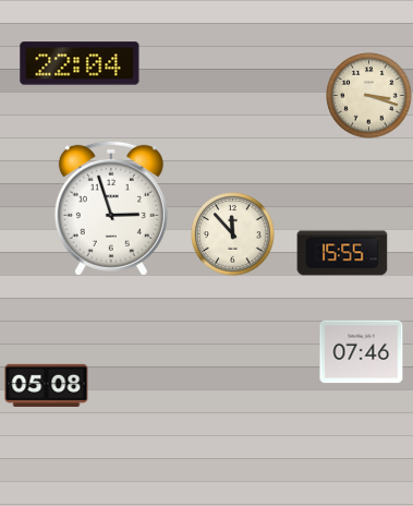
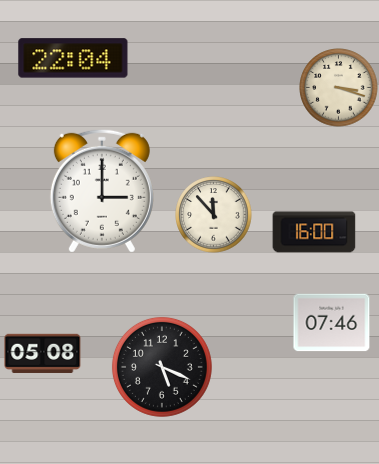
clock at (111, 208): 2:57 -> 3:00
clock at (342, 253): 15:55 -> 16:00
clock at (162, 367): none -> 5:19
